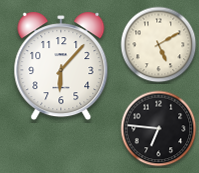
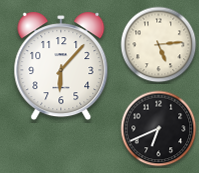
clock at (159, 45): 5:10 -> 5:14
clock at (159, 129): 6:46 -> 6:41
